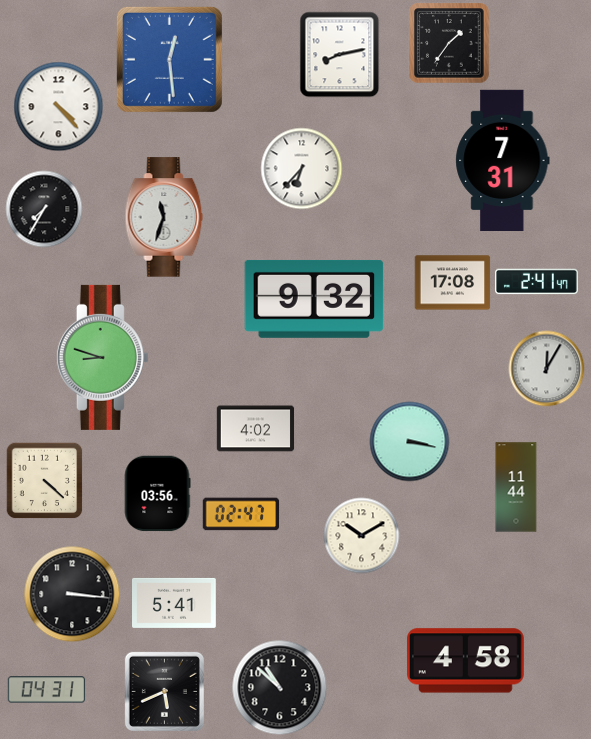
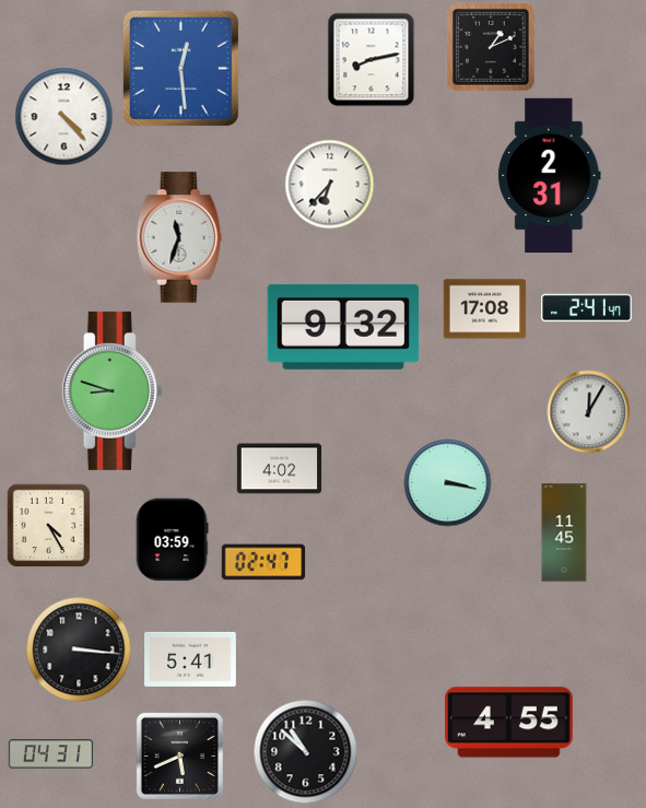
clock at (449, 43): 1:36 -> 1:11
clock at (169, 59) position: (169, 59) -> (180, 68)
clock at (503, 160): 7:31 -> 2:31
clock at (44, 209): 7:35 -> none
clock at (453, 283) position: (453, 283) -> (485, 309)
clock at (547, 369) position: (547, 369) -> (589, 412)
clock at (44, 480): 4:22 -> 4:25
clock at (516, 487): 11:44 -> 11:45
clock at (157, 494): 03:56 -> 03:59
clock at (362, 536): 10:10 -> none
clock at (466, 661): 4:58 -> 4:55
